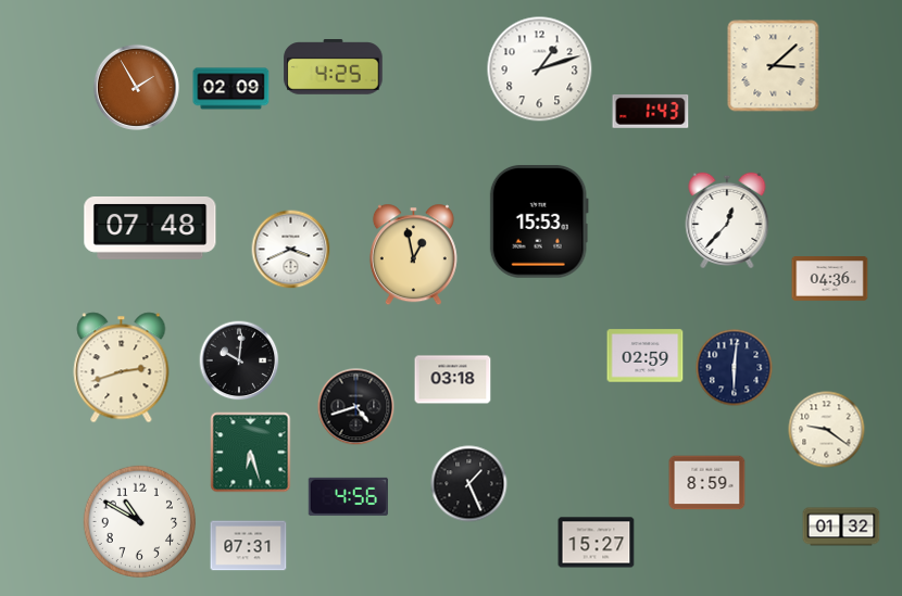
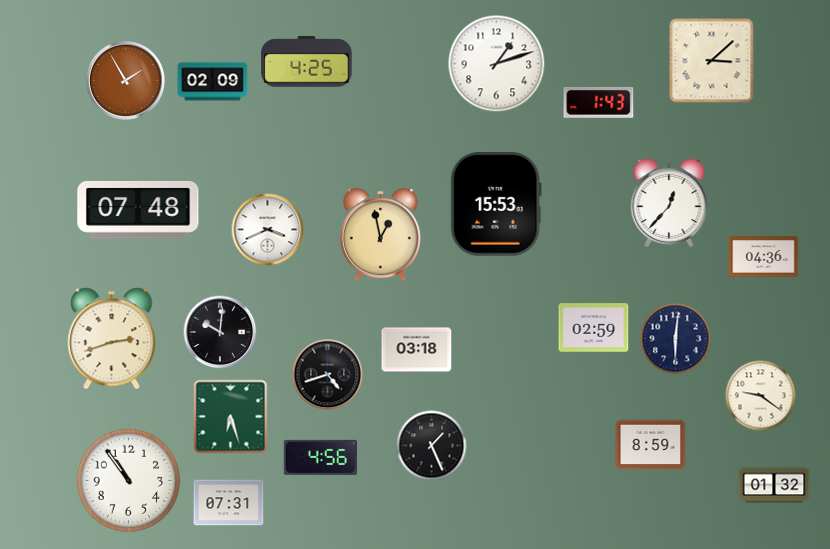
clock at (139, 521): 10:50 -> 10:54
clock at (597, 543): 15:27 -> none
